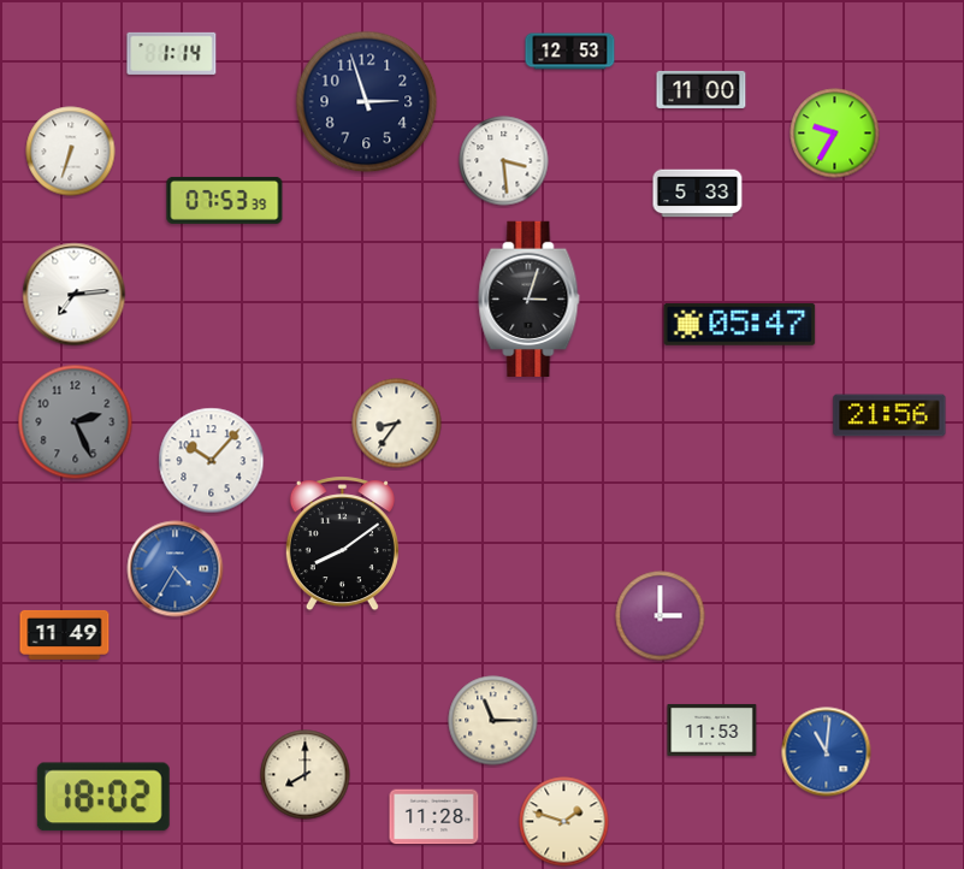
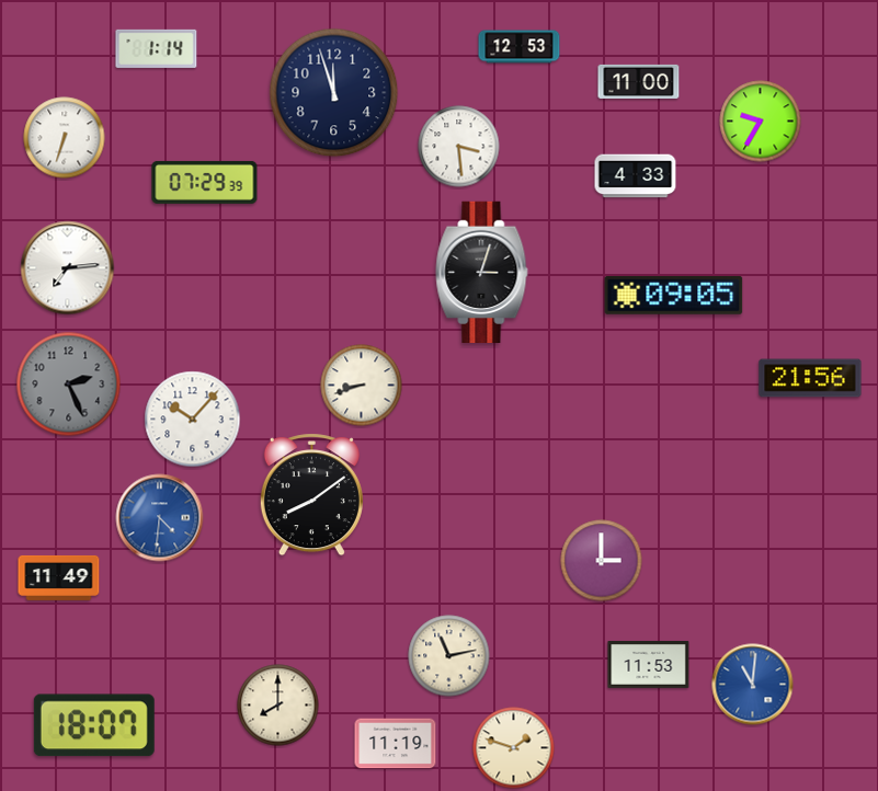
clock at (367, 102): 2:57 -> 11:57
clock at (698, 194): 5:33 -> 4:33
clock at (225, 200): 07:53 -> 07:29
clock at (740, 324): 05:47 -> 09:05
clock at (397, 424): 8:36 -> 8:42
clock at (176, 569): 4:35 -> 4:31
clock at (493, 721): 11:15 -> 11:13
clock at (104, 797): 18:02 -> 18:07
clock at (434, 817): 11:28 -> 11:19
